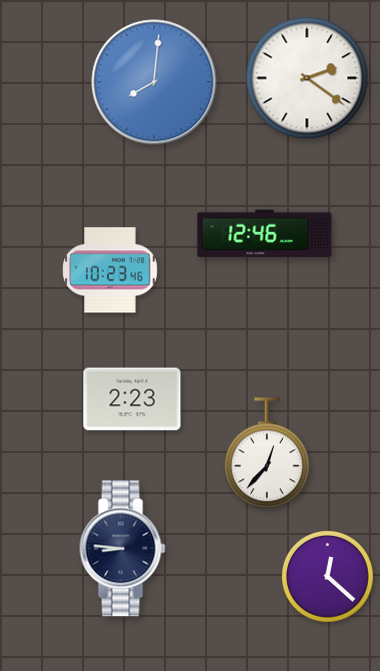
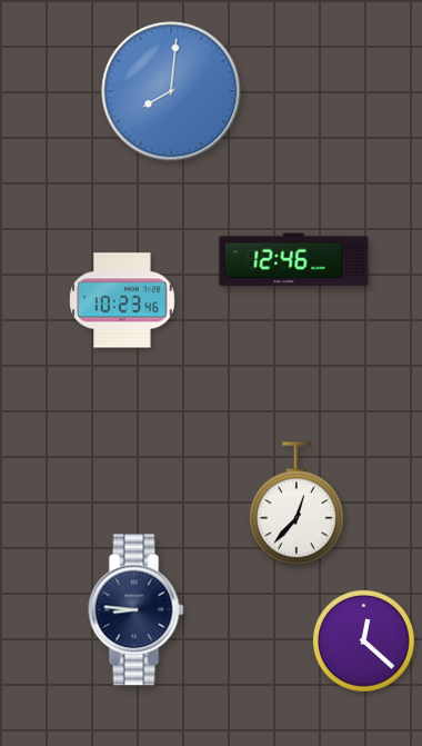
clock at (307, 78): 2:21 -> none
clock at (132, 399): 2:23 -> none
